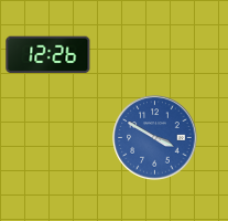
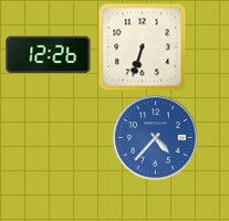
clock at (143, 48): none -> 6:33
clock at (155, 138): 3:50 -> 4:37
